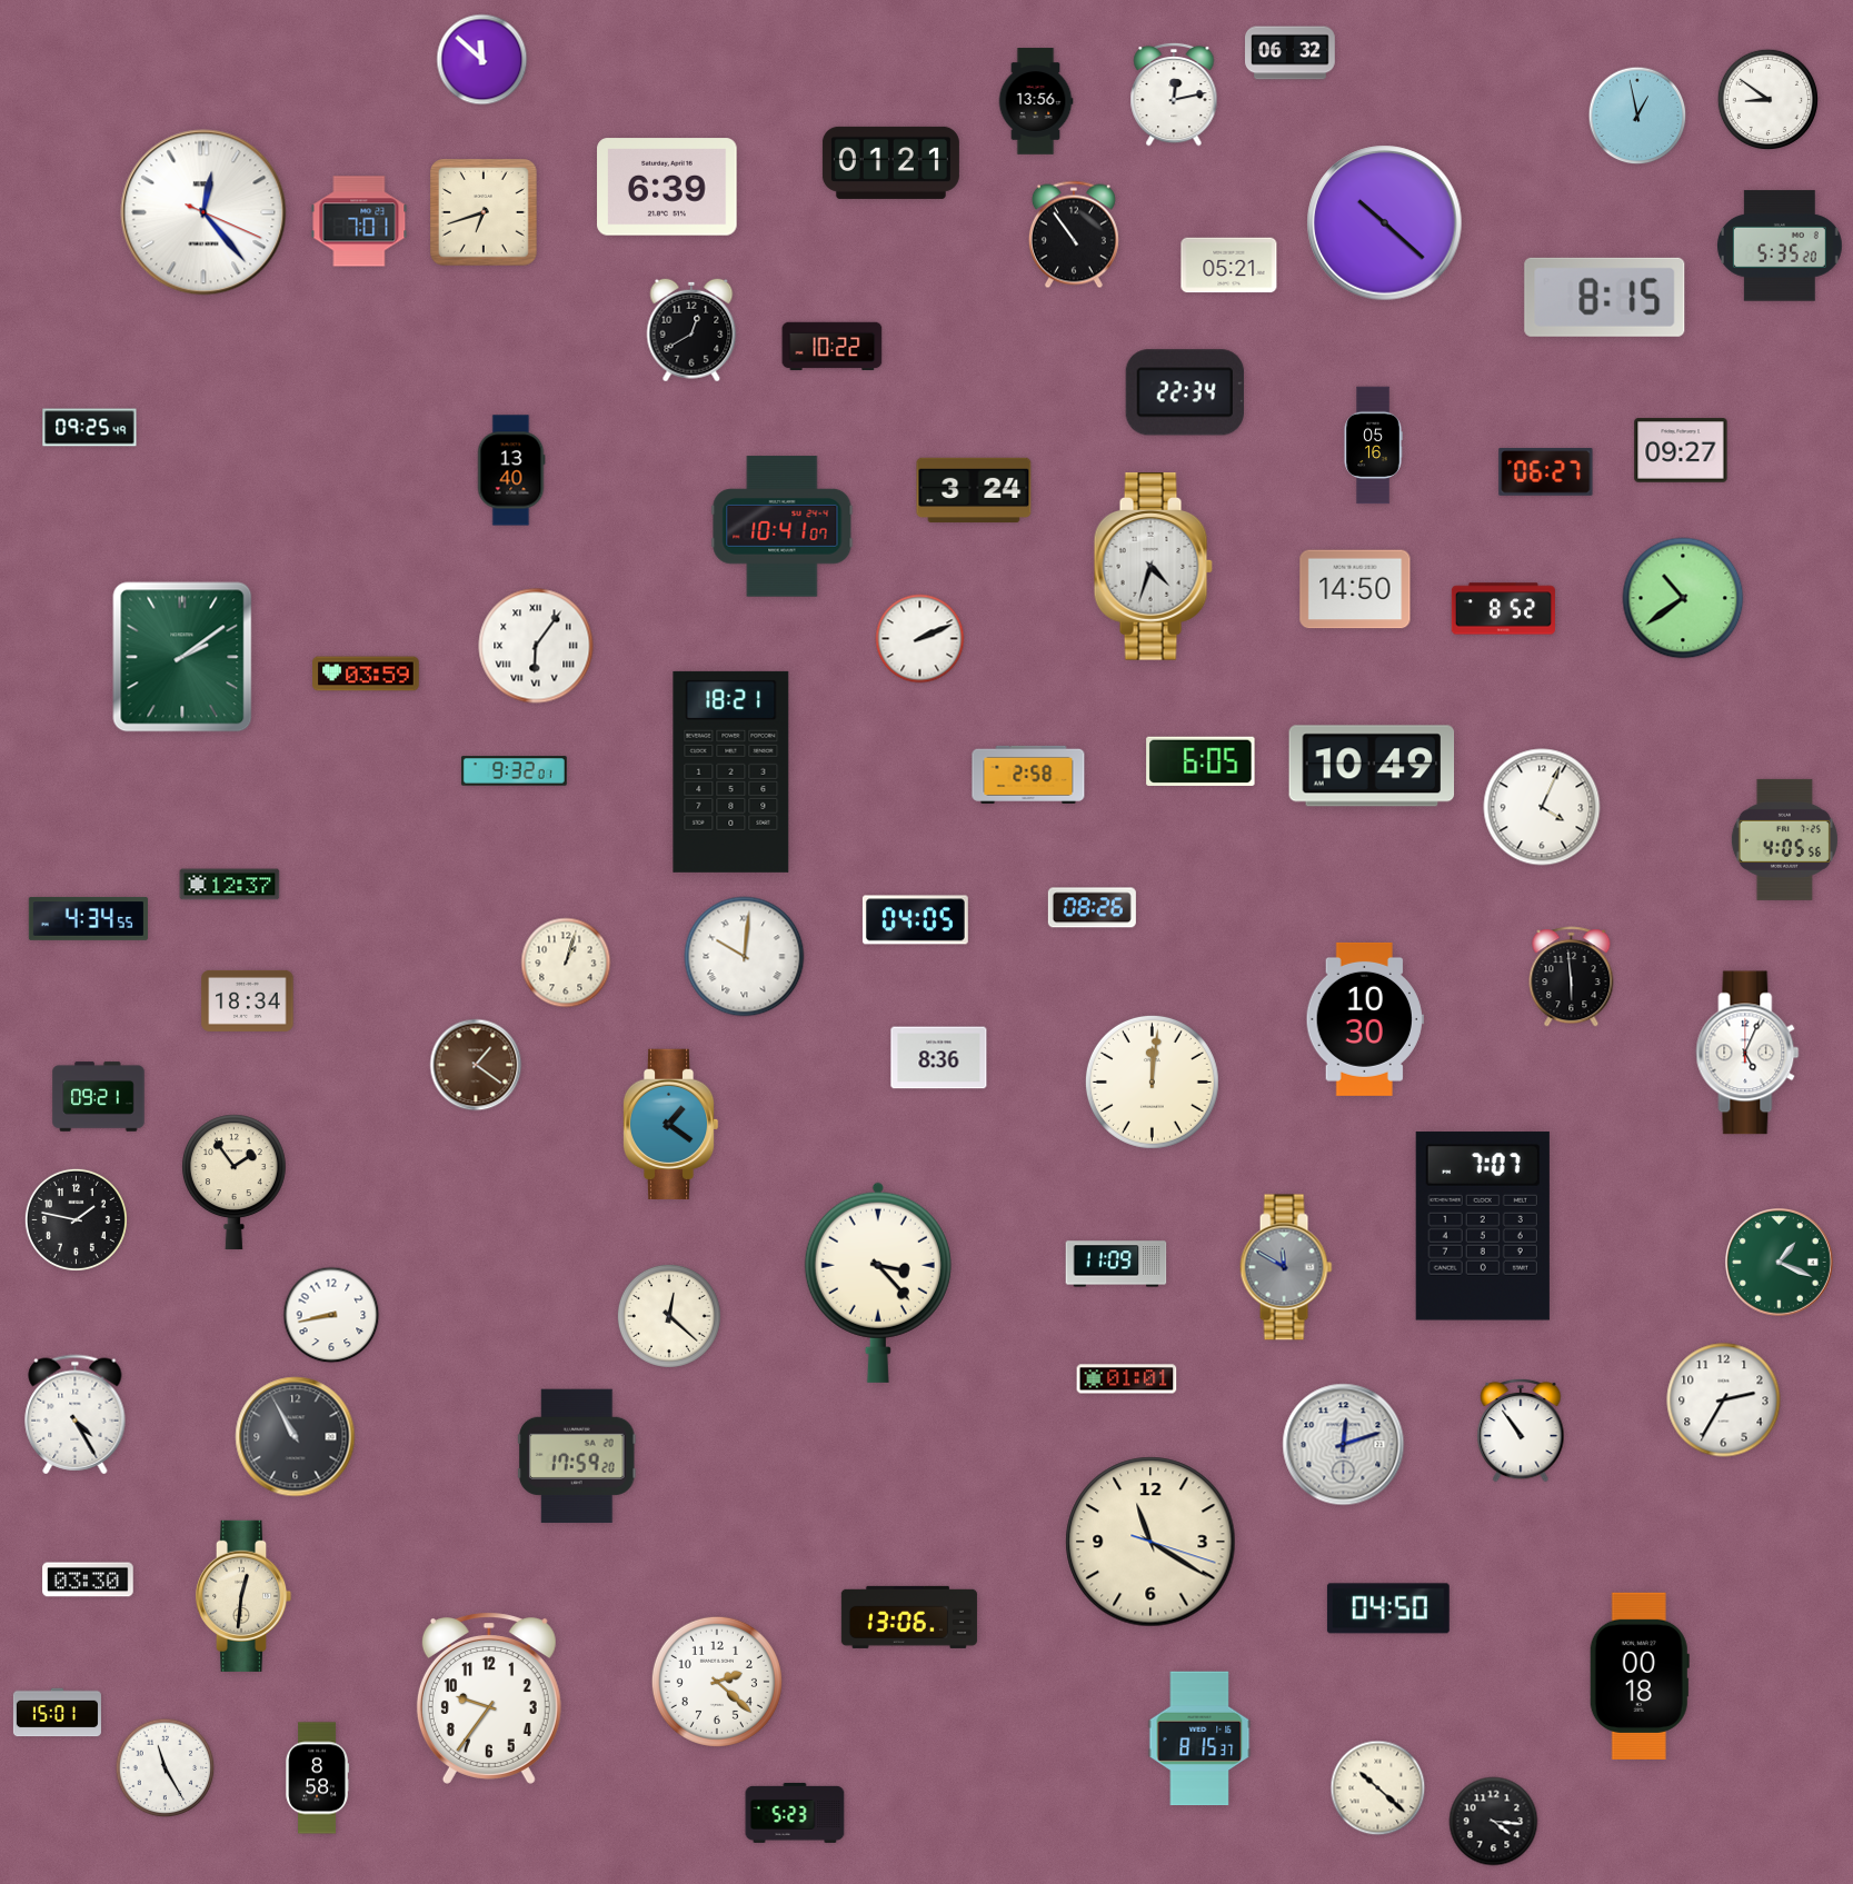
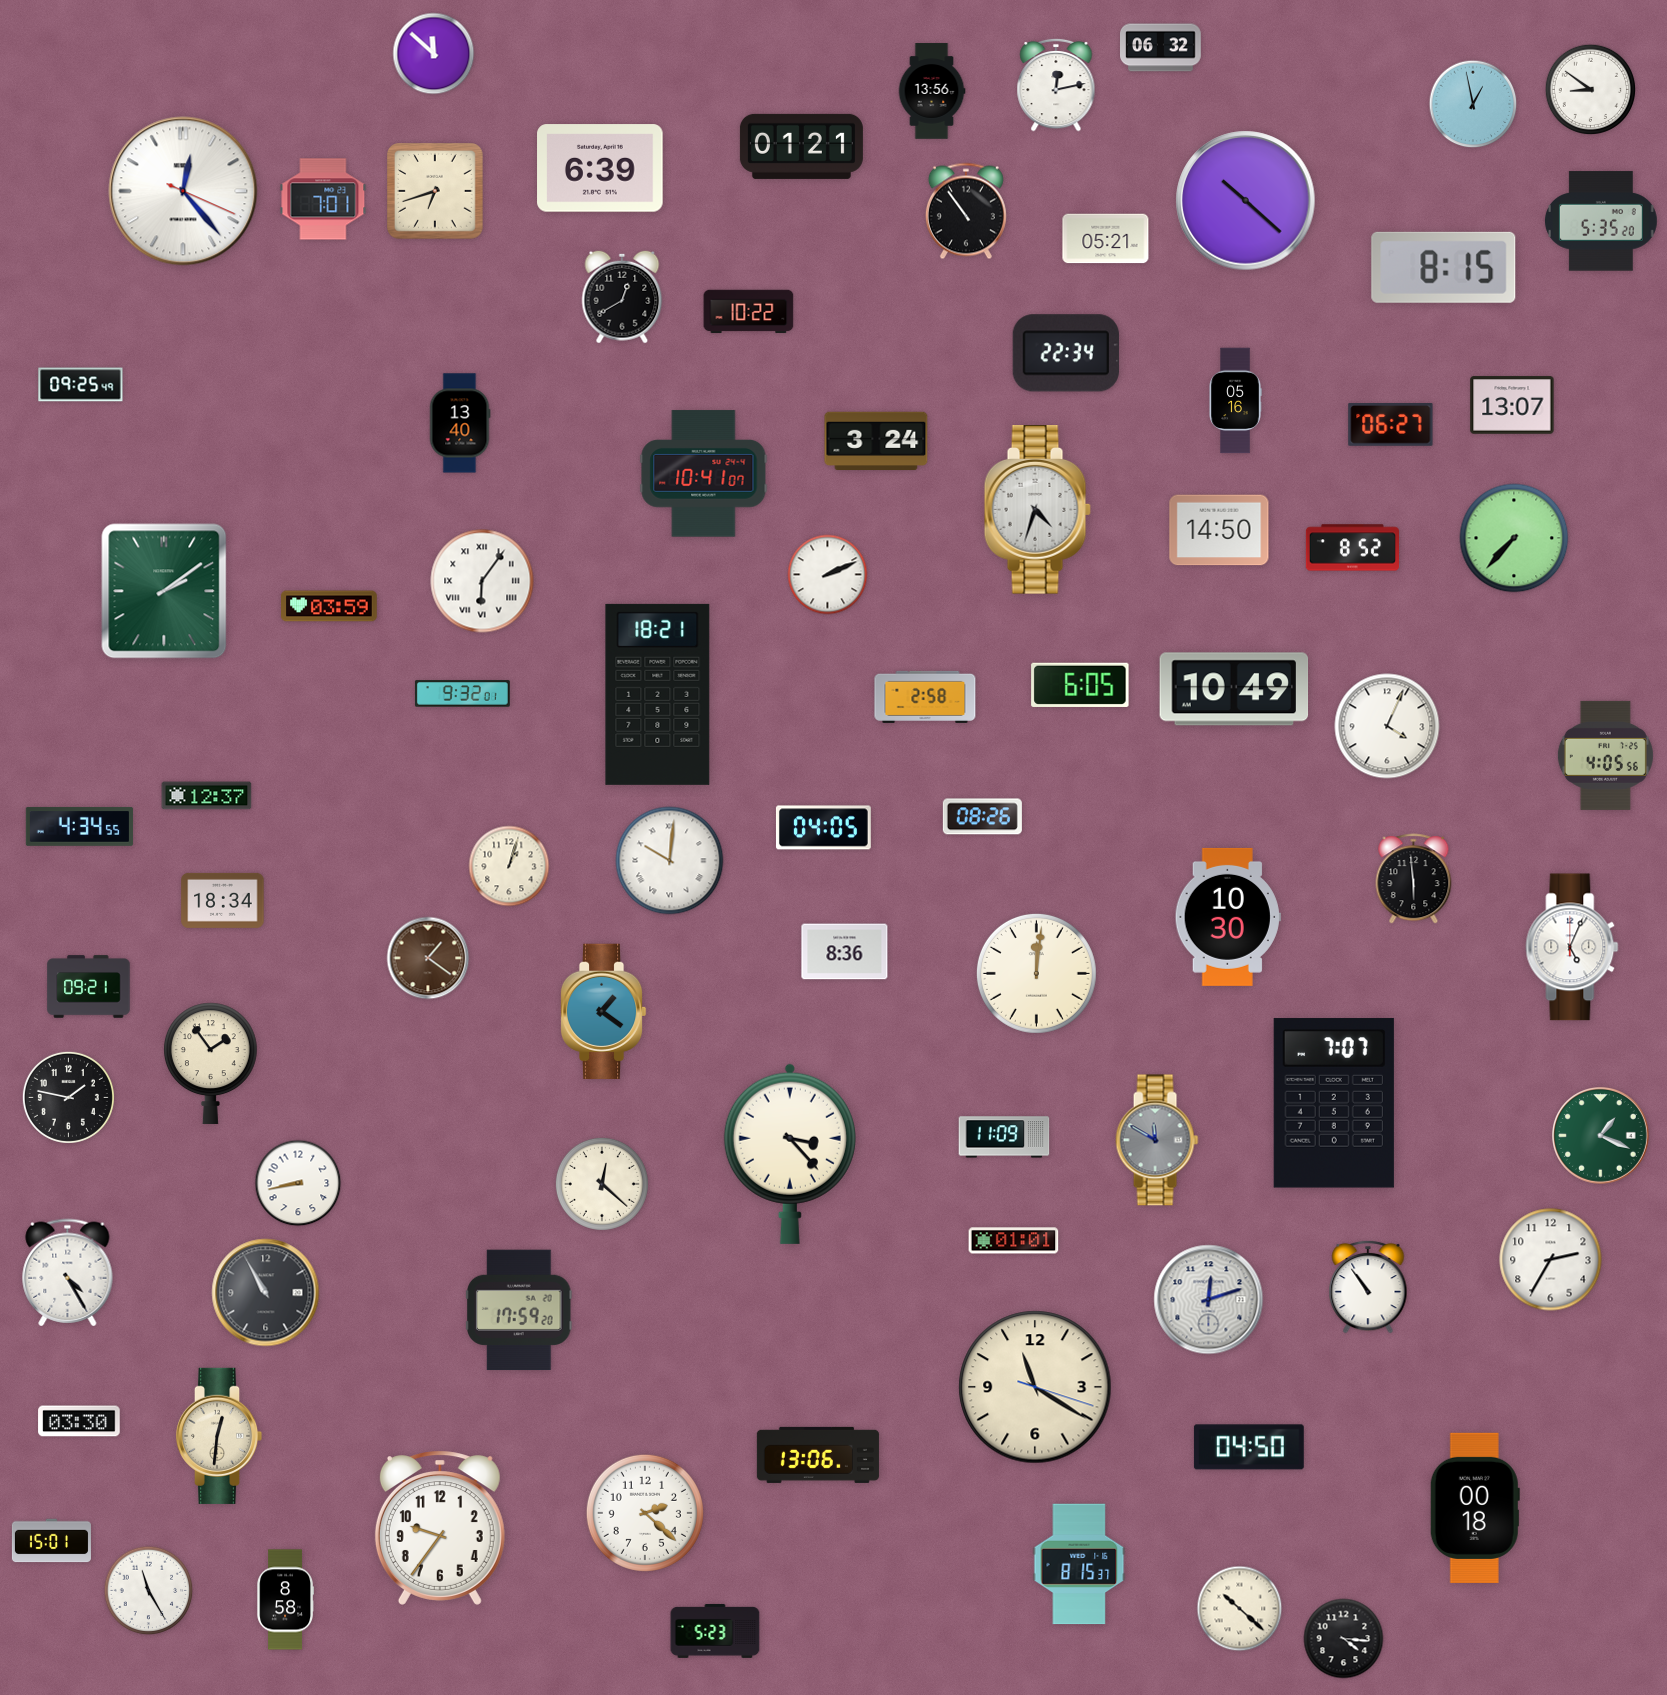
clock at (1681, 450): 09:27 -> 13:07
clock at (1683, 598): 10:39 -> 7:37
